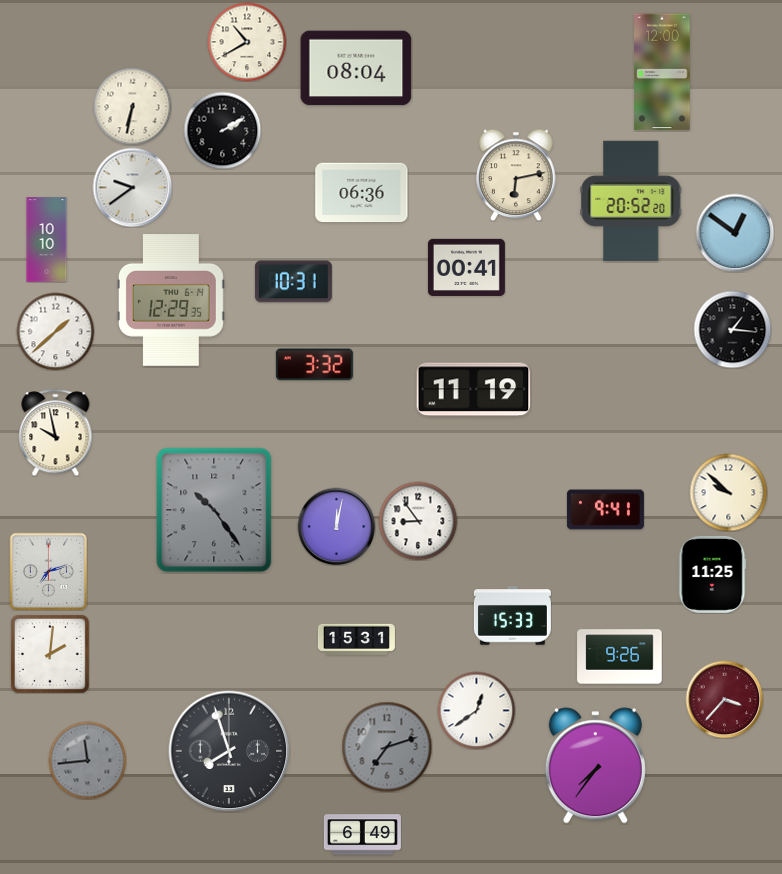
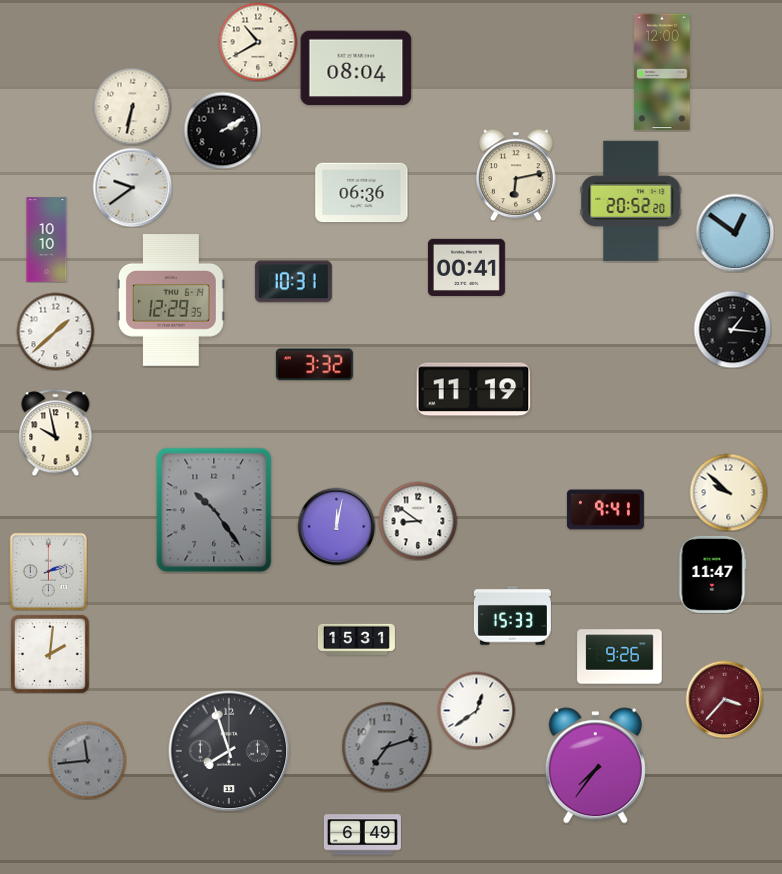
clock at (247, 42) position: (247, 42) -> (258, 42)
clock at (418, 521): 8:54 -> 8:51
clock at (48, 571): 7:12 -> 2:12
clock at (712, 574): 11:25 -> 11:47
